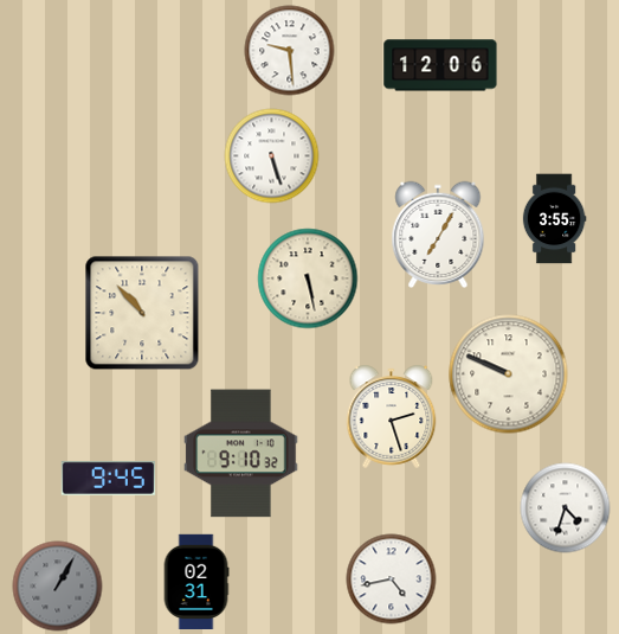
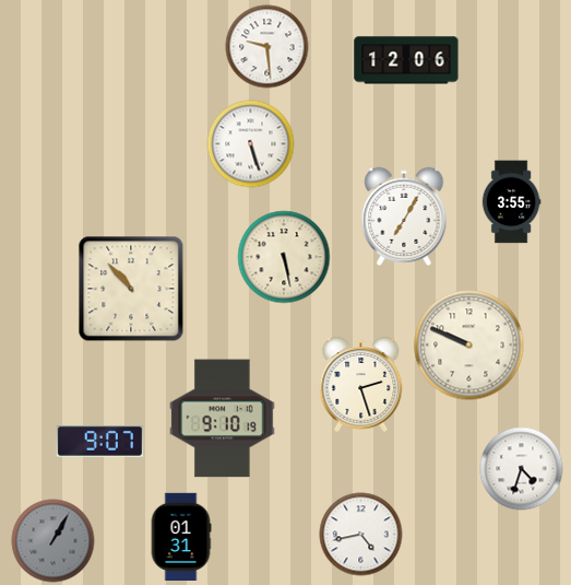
clock at (241, 454): 9:10:32 -> 9:10:19
clock at (109, 479): 9:45 -> 9:07
clock at (196, 581): 02:31 -> 01:31
